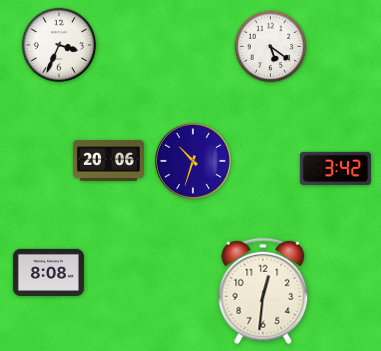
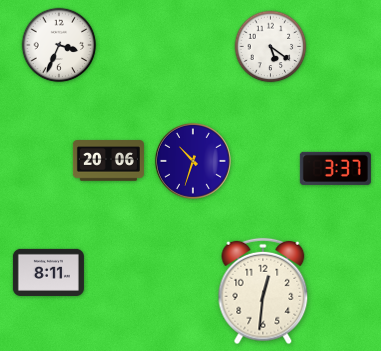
clock at (335, 168): 3:42 -> 3:37
clock at (48, 272): 8:08 -> 8:11
